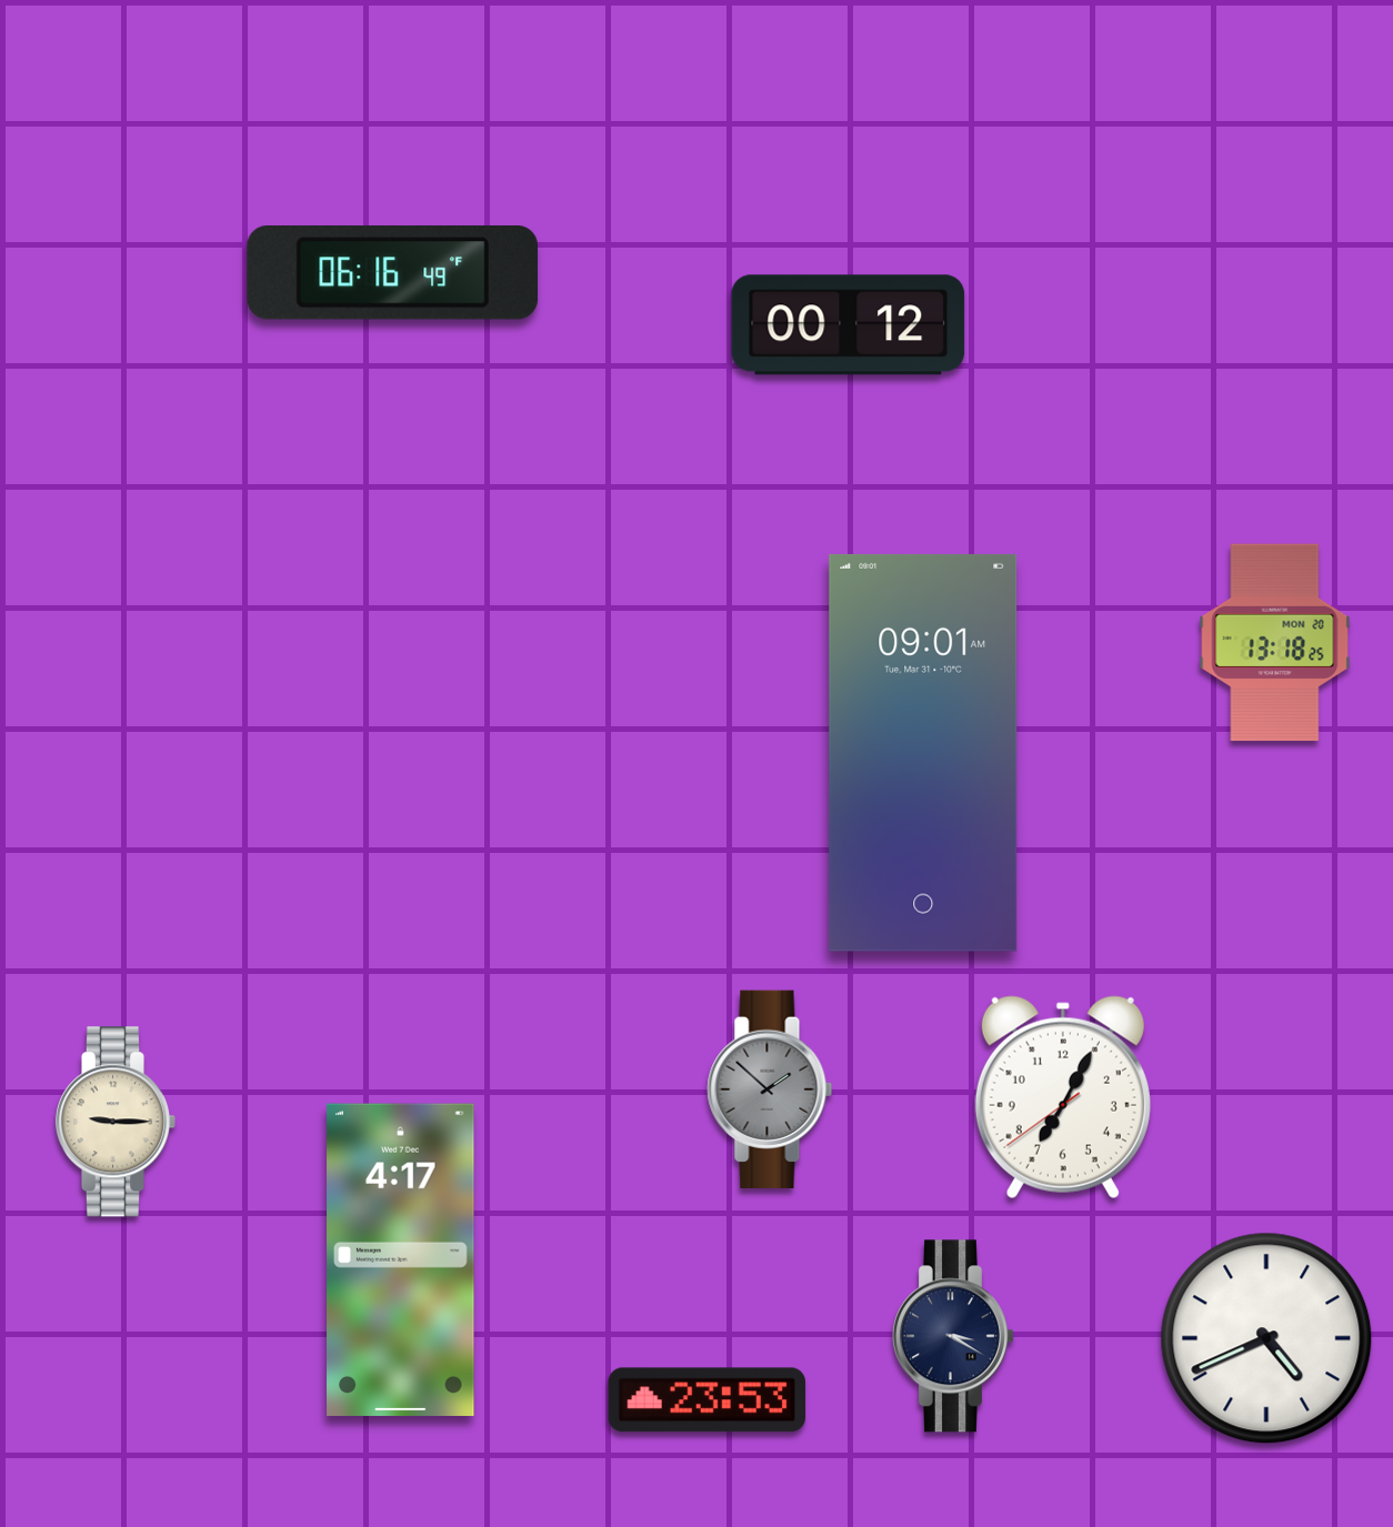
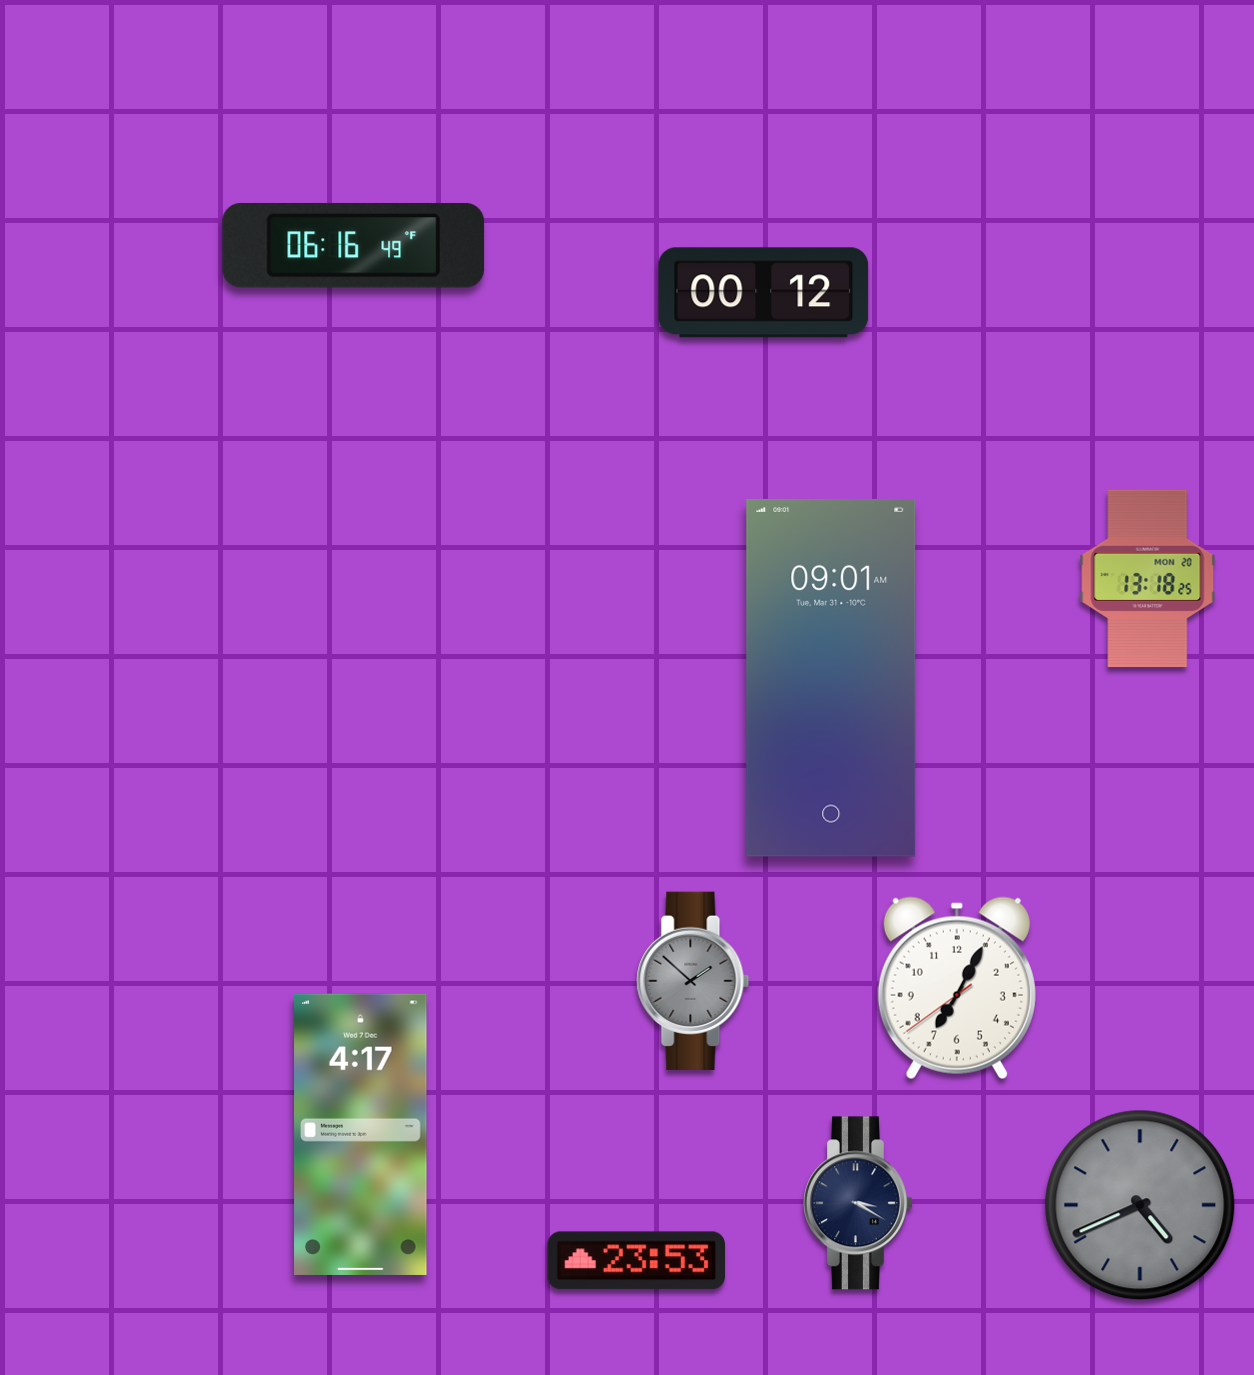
clock at (116, 1122): 9:15 -> none
clock at (1266, 1338) dial: white -> grey
